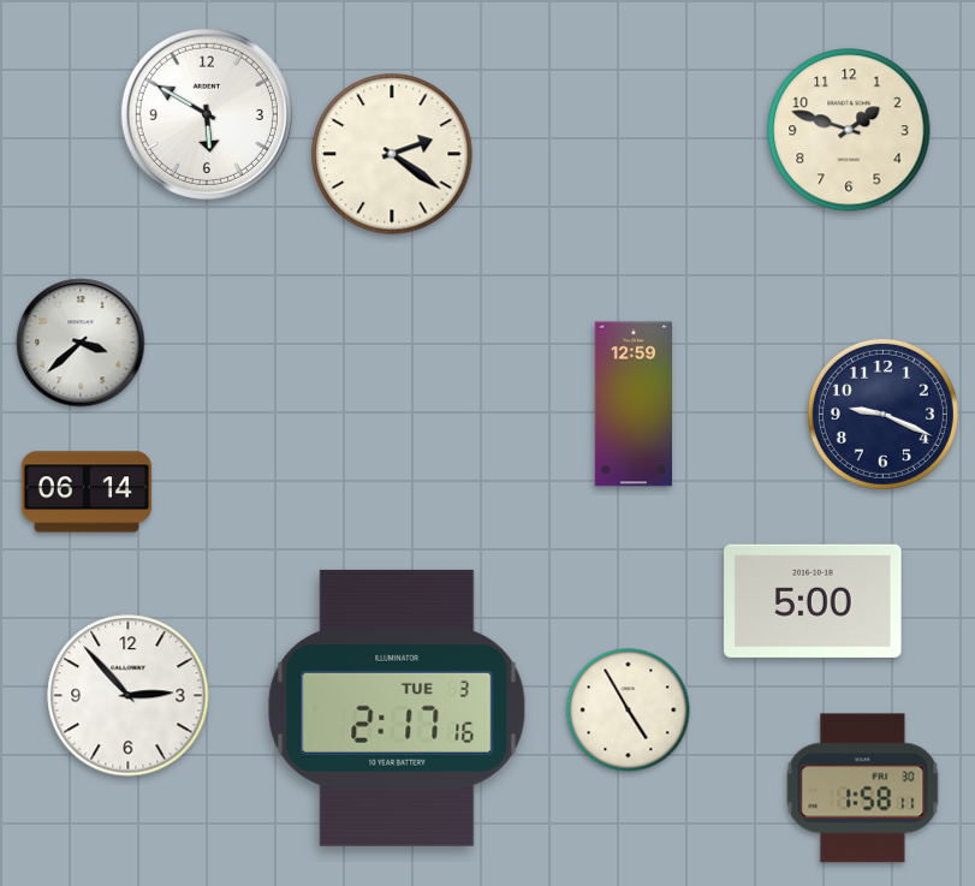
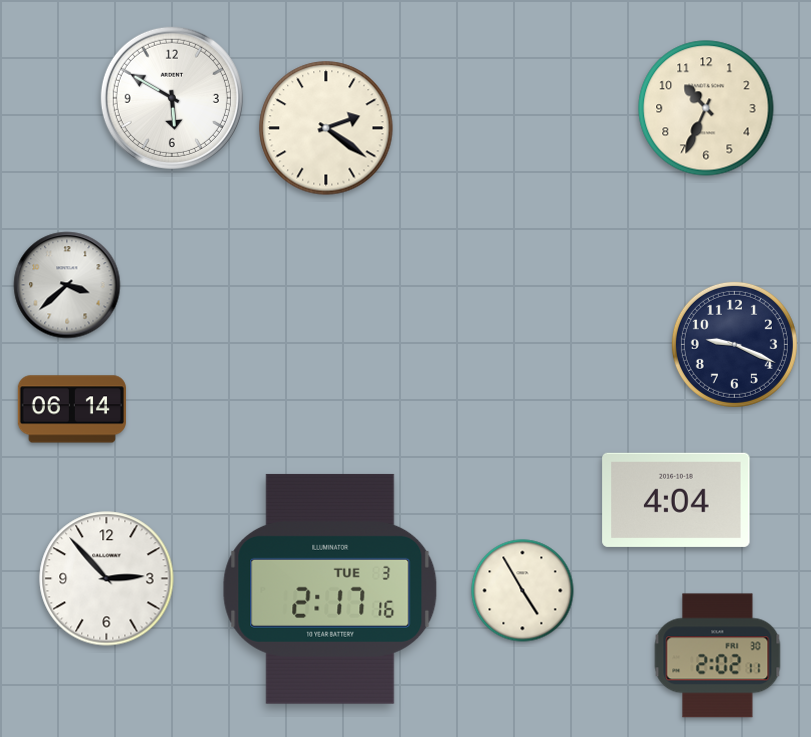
clock at (207, 114) position: (207, 114) -> (172, 98)
clock at (849, 130): 1:48 -> 10:34
clock at (632, 404): 12:59 -> none
clock at (813, 601): 5:00 -> 4:04
clock at (863, 789): 1:58 -> 2:02
